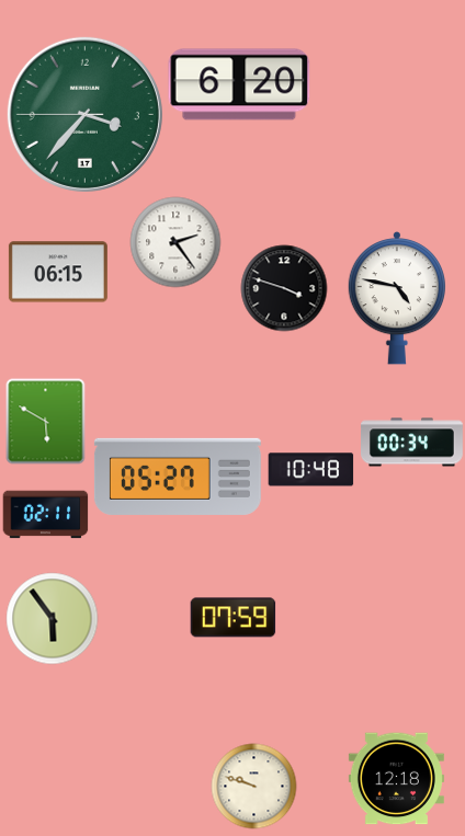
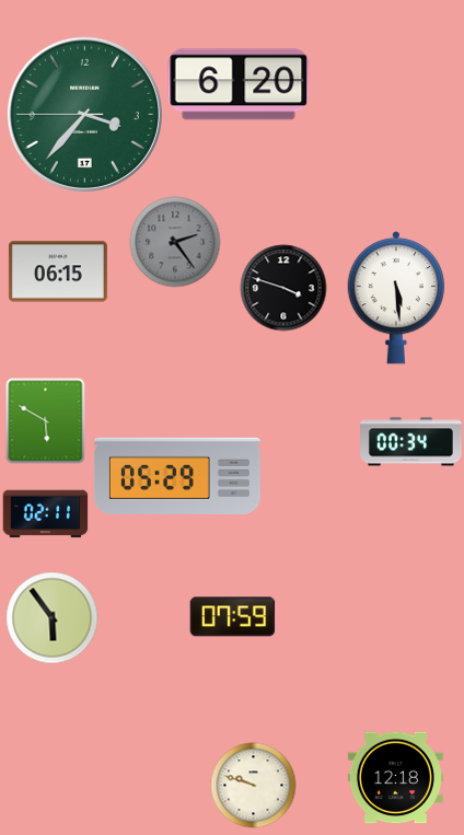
clock at (175, 242) dial: white -> grey
clock at (396, 299): 4:47 -> 5:29
clock at (310, 470): 10:48 -> none
clock at (178, 477): 05:27 -> 05:29
